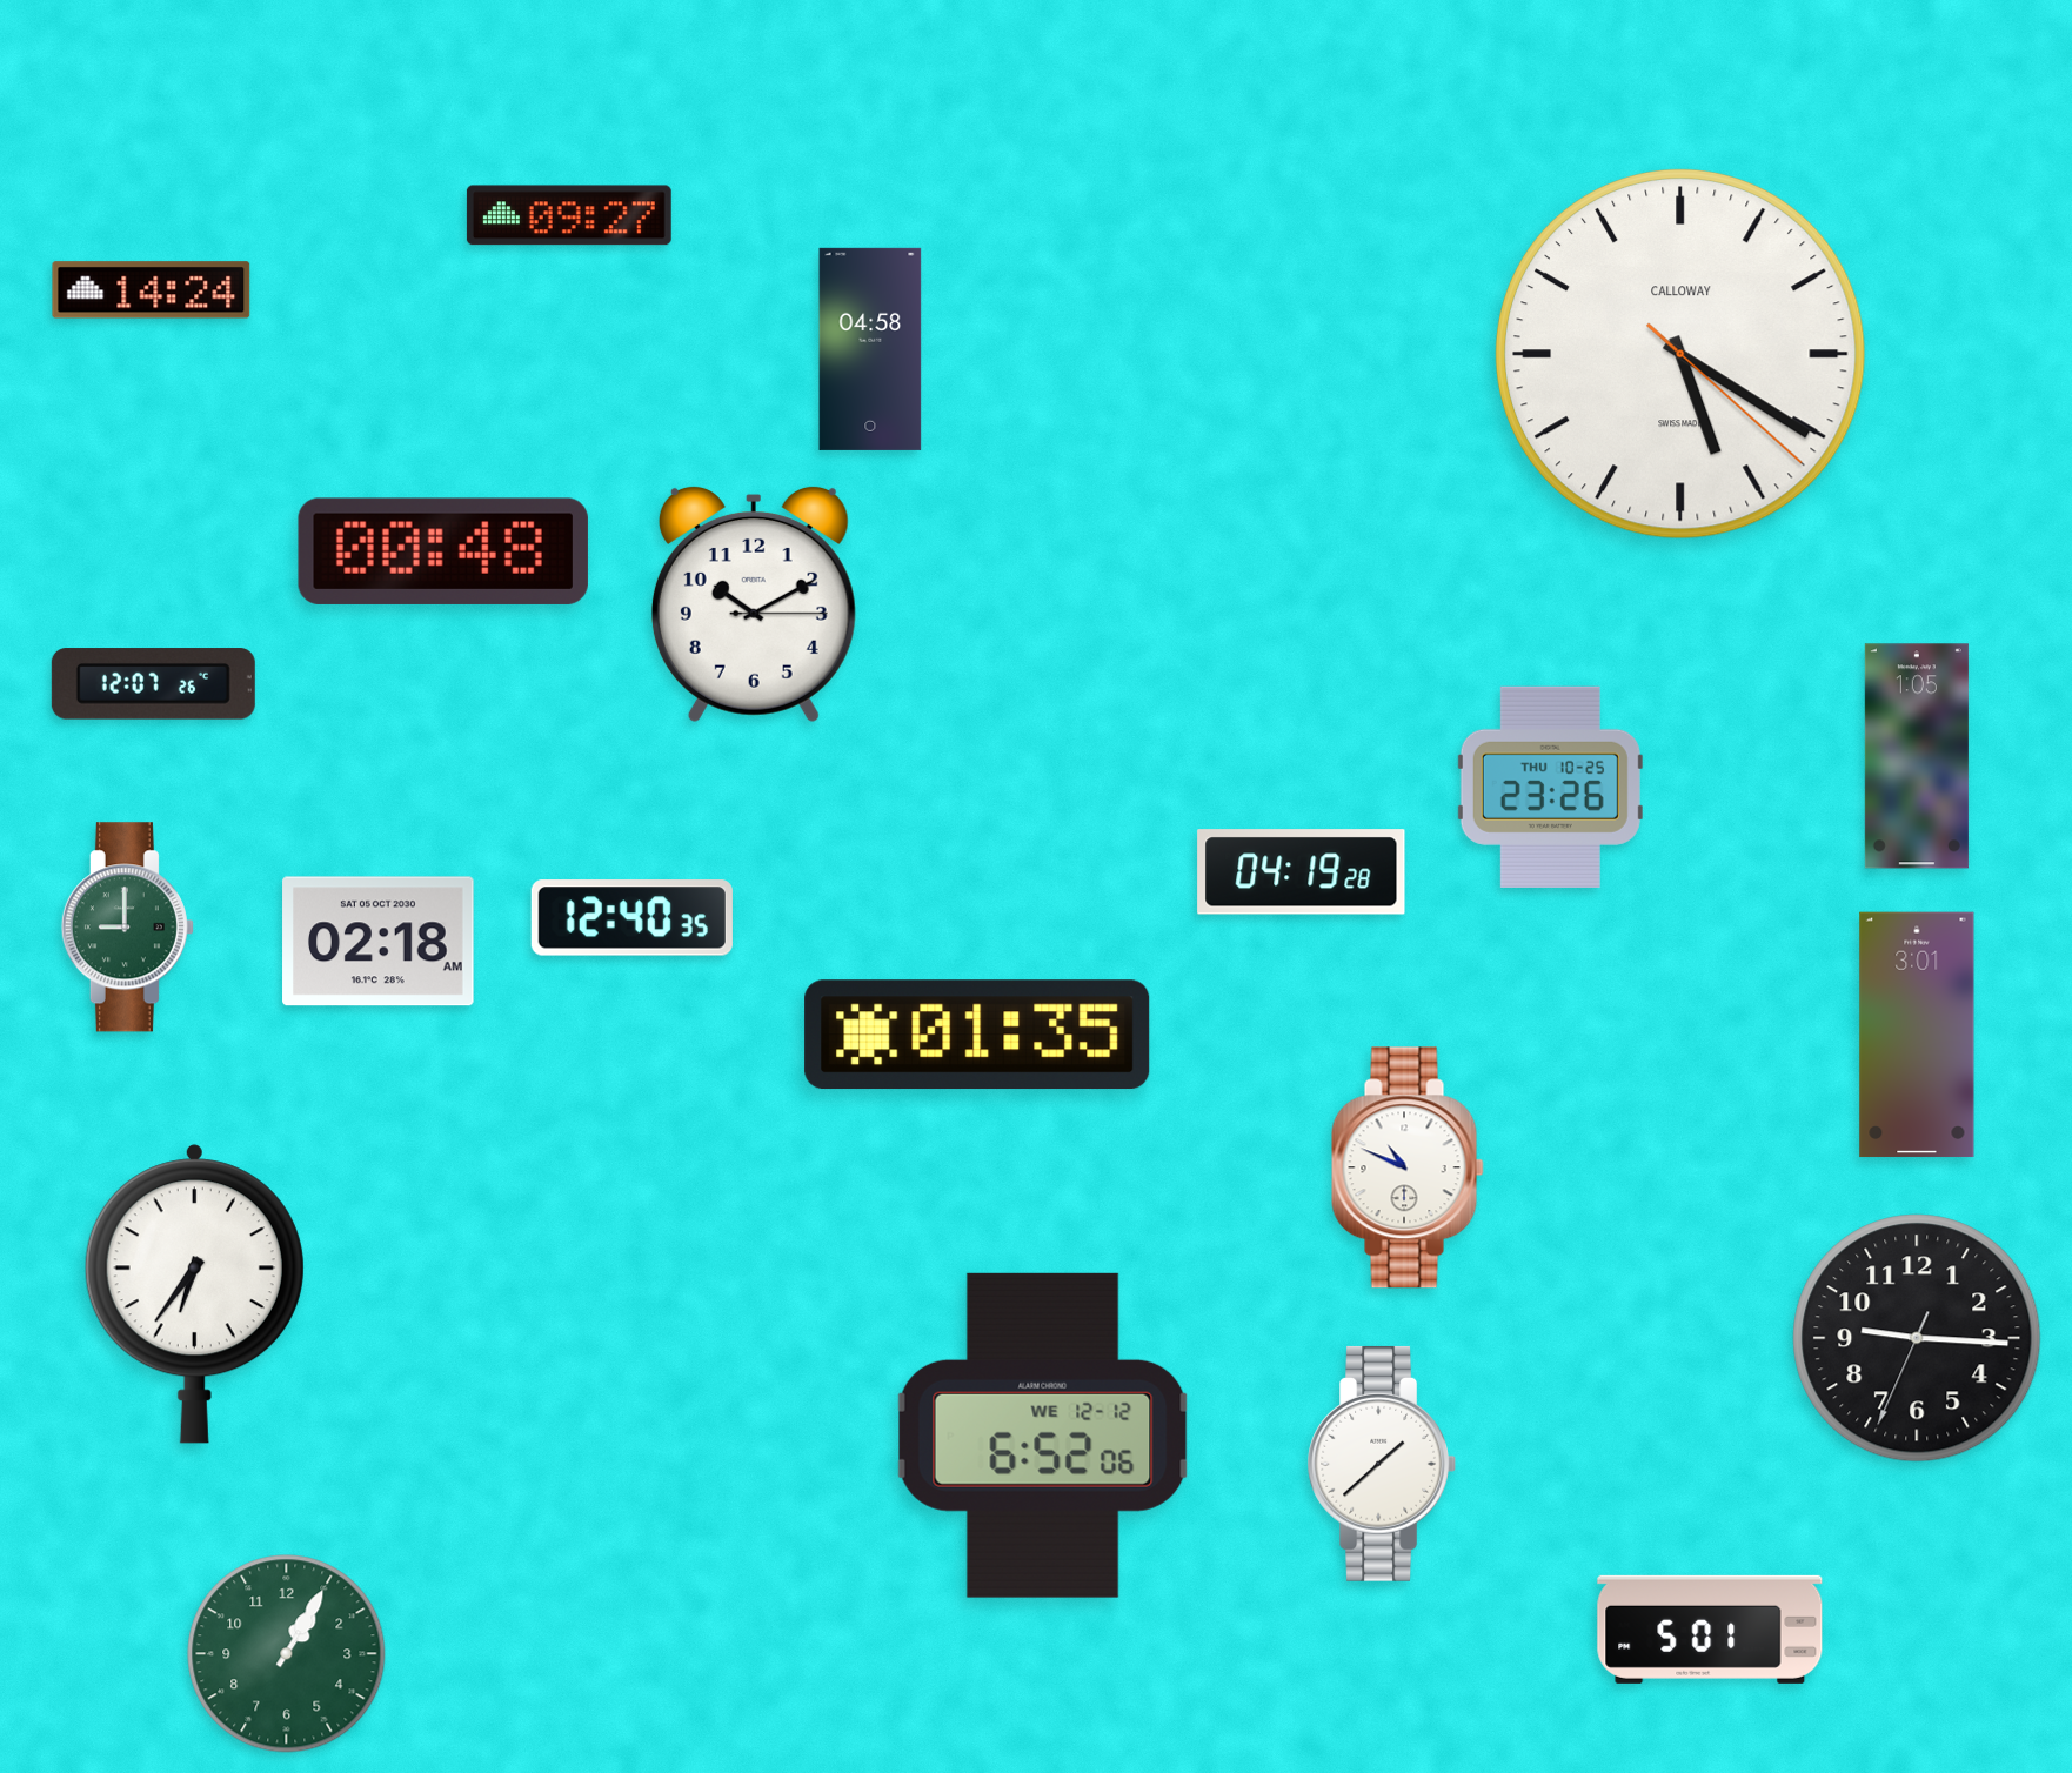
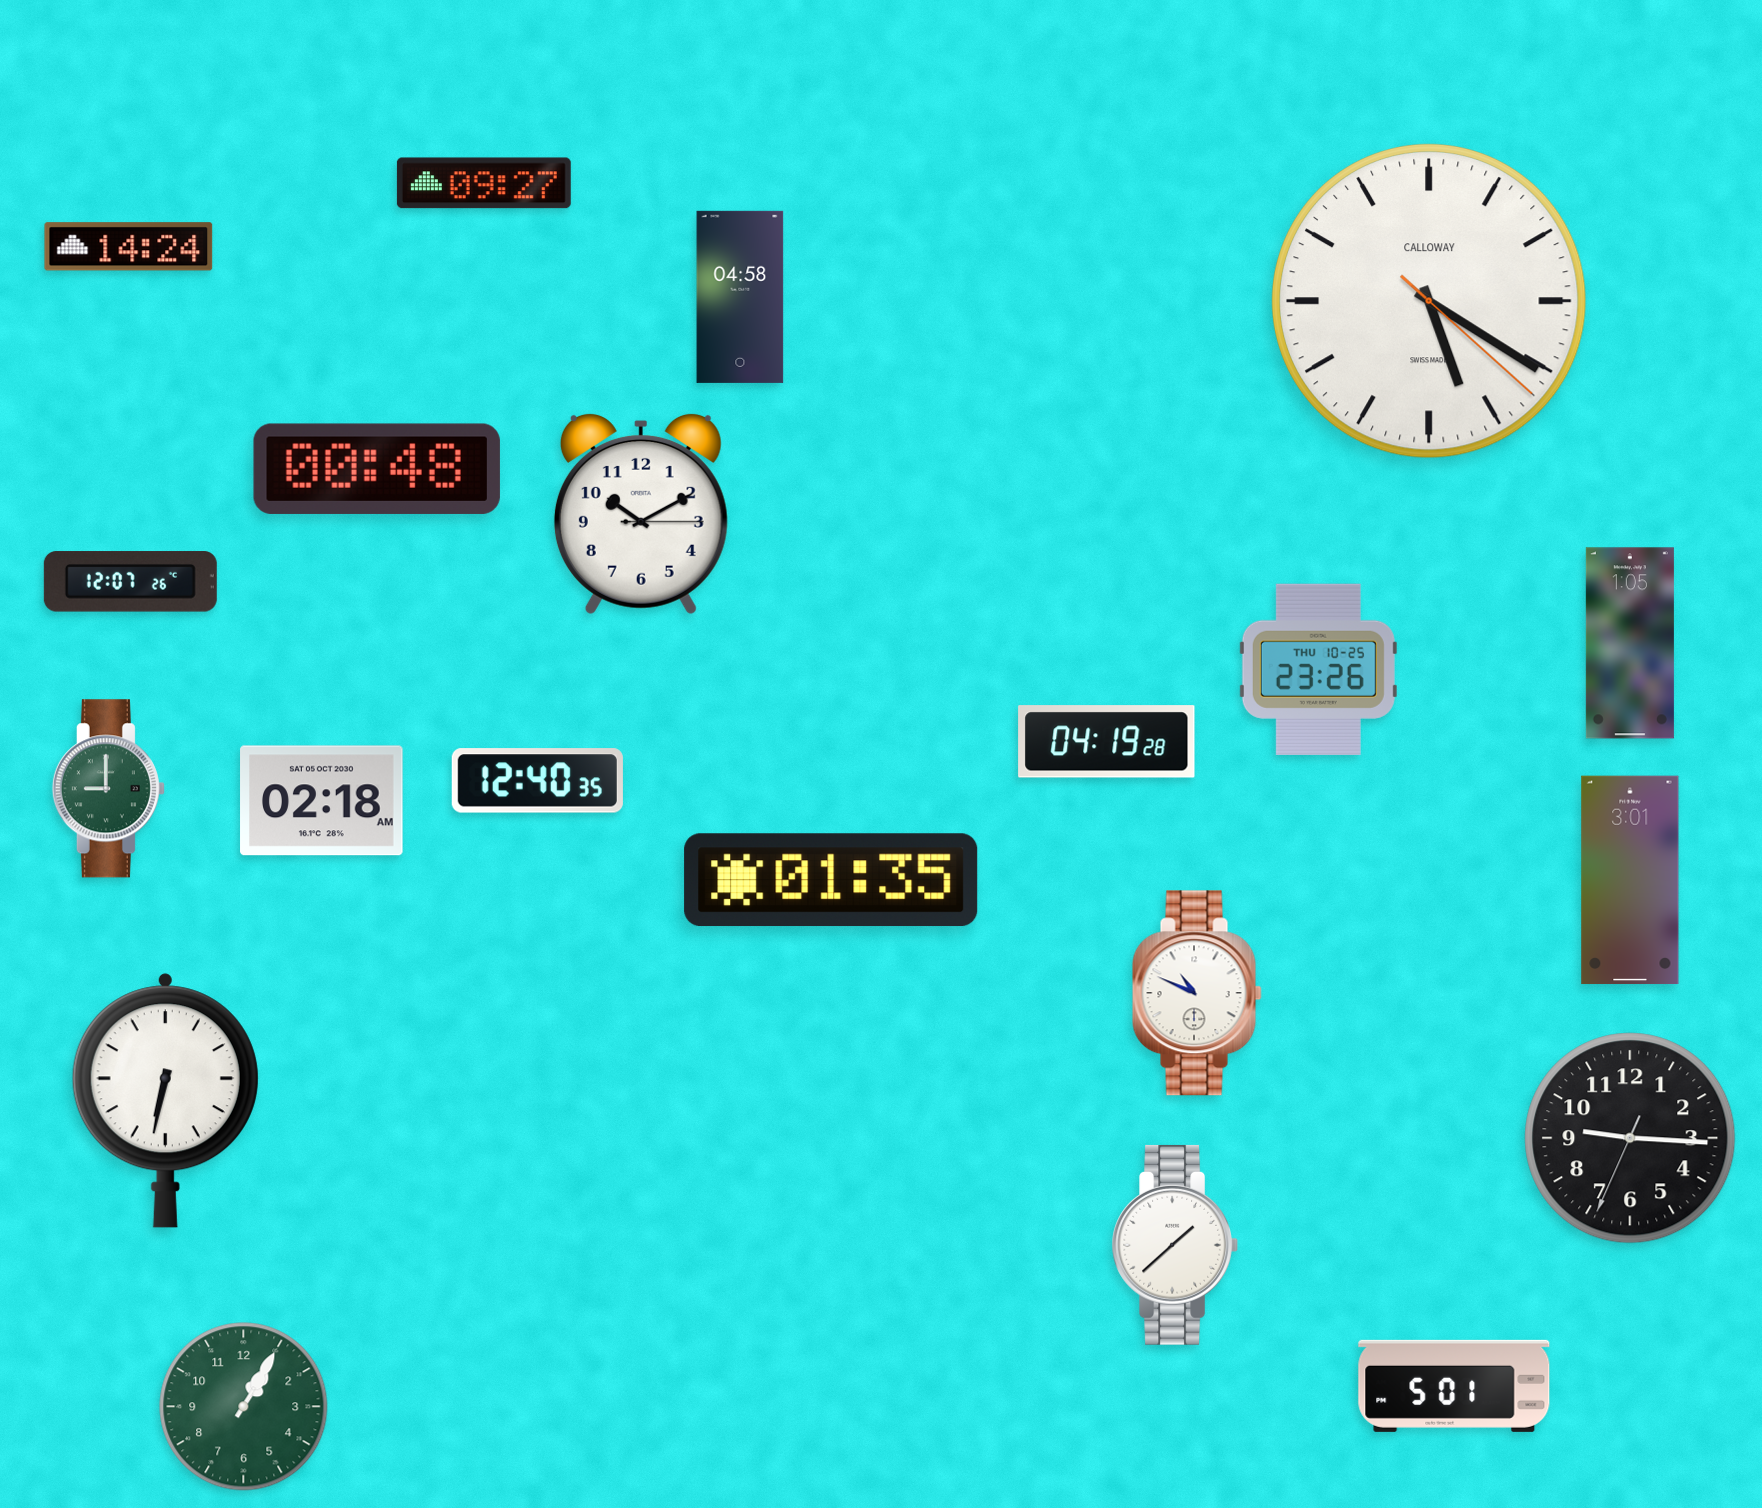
clock at (194, 1294): 6:36 -> 6:32
clock at (1043, 1436): 6:52 -> none
